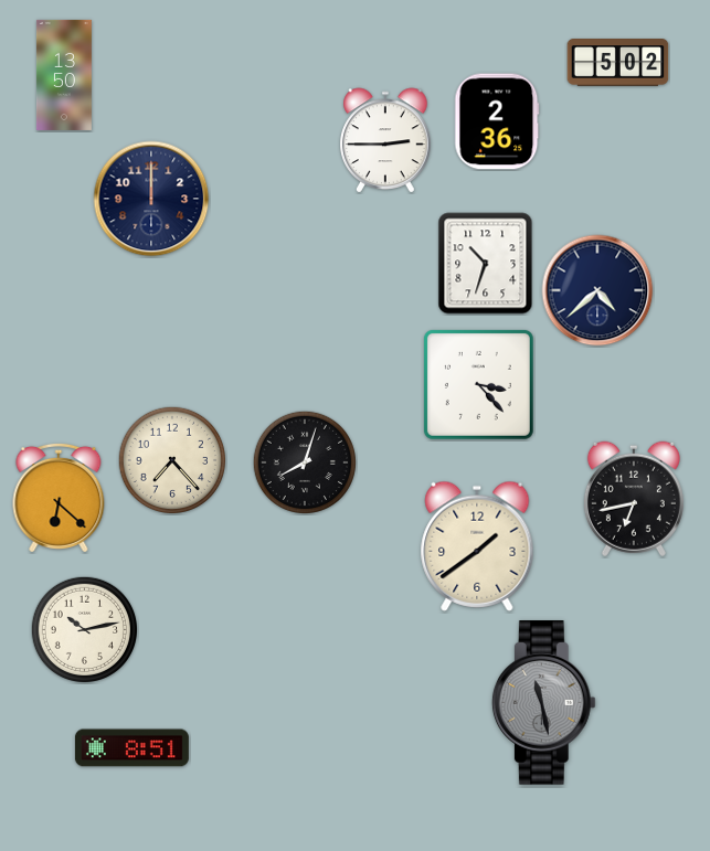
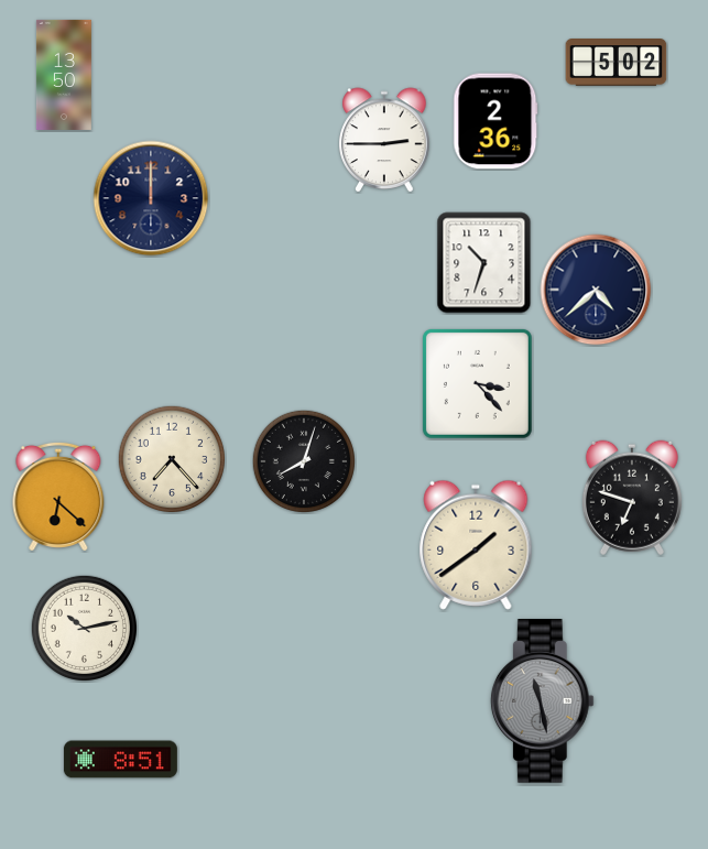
clock at (634, 499): 6:43 -> 6:48
clock at (131, 748) position: (131, 748) -> (120, 760)
